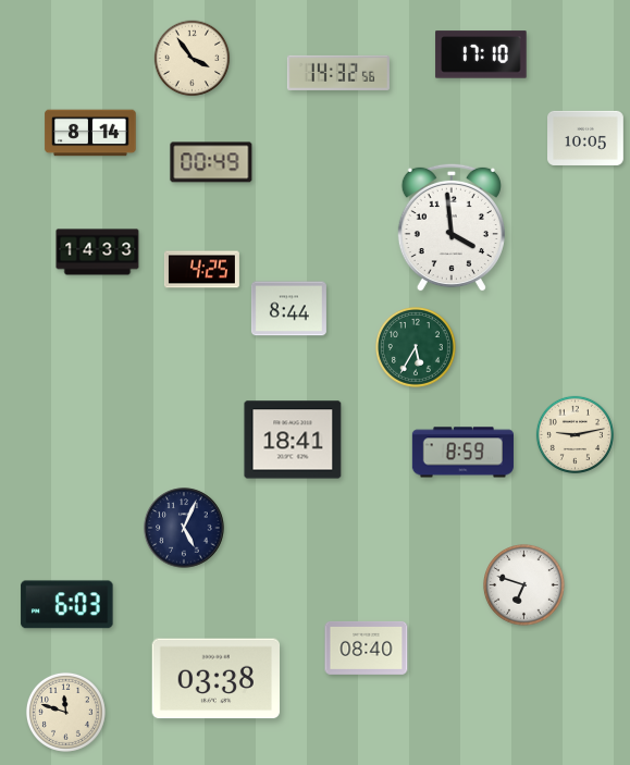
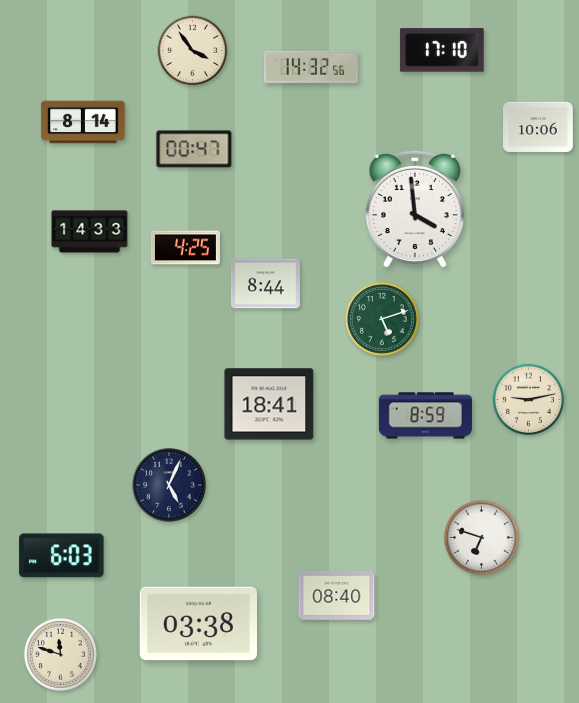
clock at (193, 59) position: (193, 59) -> (193, 51)
clock at (586, 138): 10:05 -> 10:06
clock at (211, 162): 00:49 -> 00:47
clock at (417, 348): 5:35 -> 5:12
